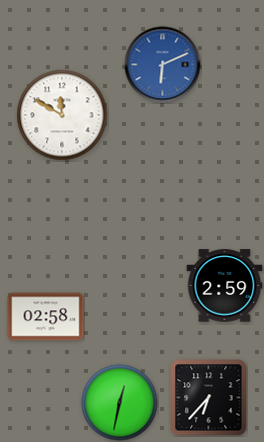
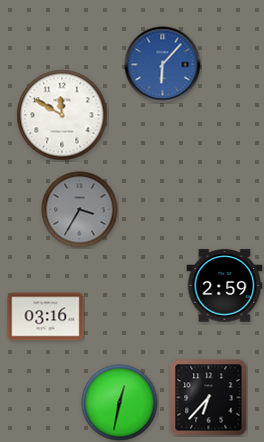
clock at (163, 65): 6:11 -> 6:07
clock at (80, 210): none -> 3:35
clock at (46, 317): 02:58 -> 03:16
